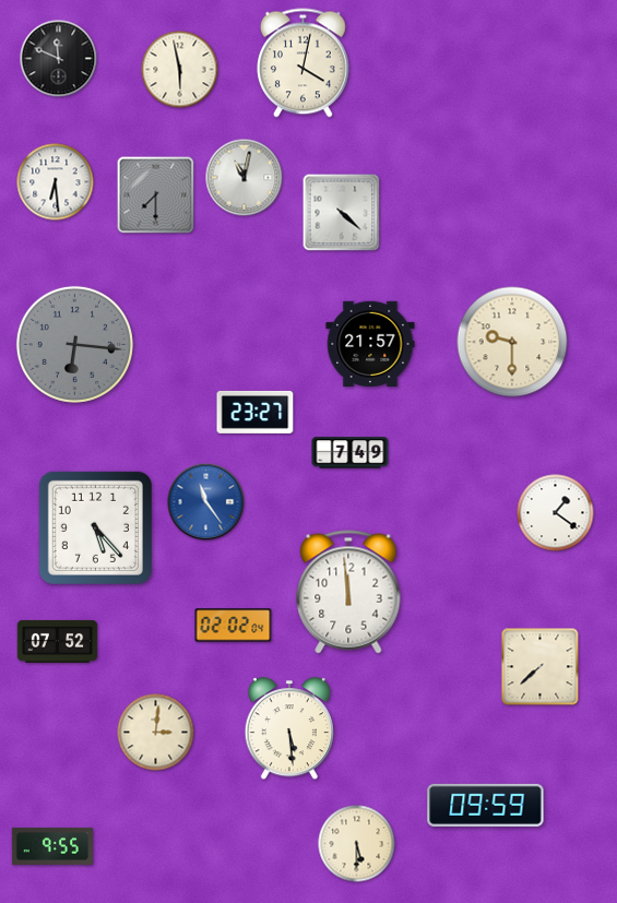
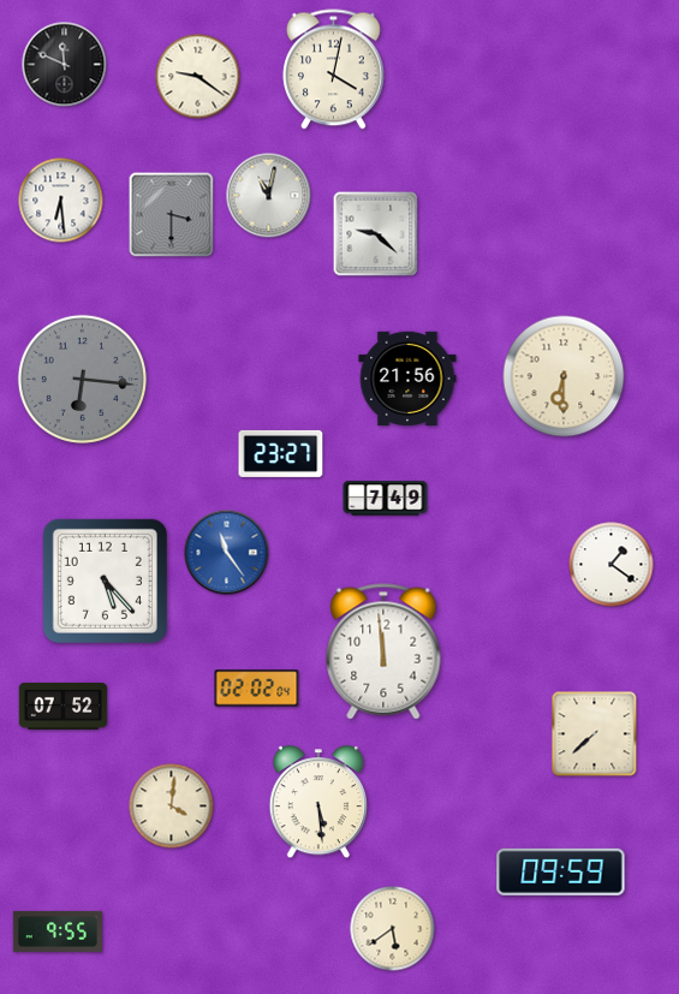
clock at (180, 70): 5:58 -> 9:21
clock at (156, 195): 7:30 -> 3:30
clock at (342, 213): 4:22 -> 9:22
clock at (512, 342): 9:30 -> 6:30
clock at (370, 343): 21:57 -> 21:56
clock at (156, 733): 3:01 -> 4:01
clock at (486, 805) position: (486, 805) -> (561, 871)
clock at (357, 844): 5:30 -> 5:39
